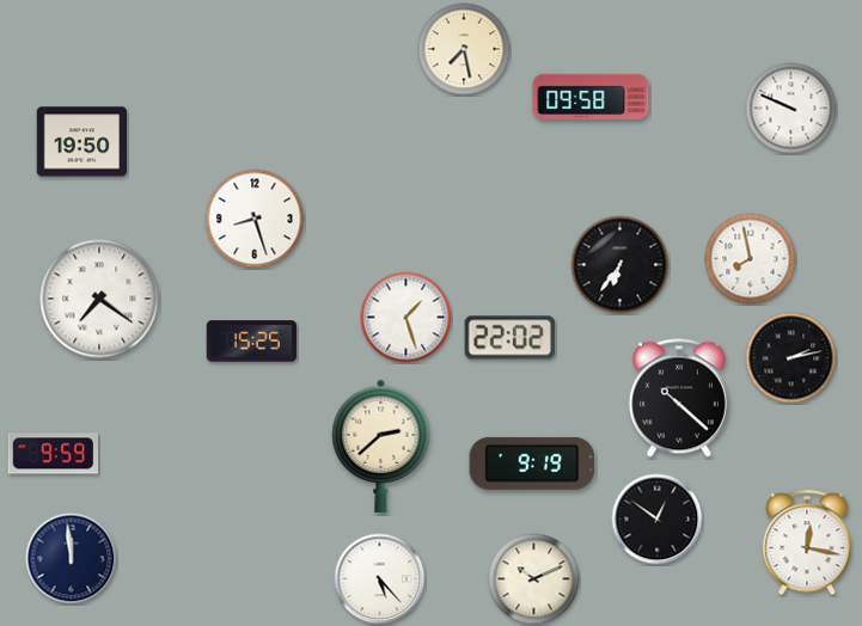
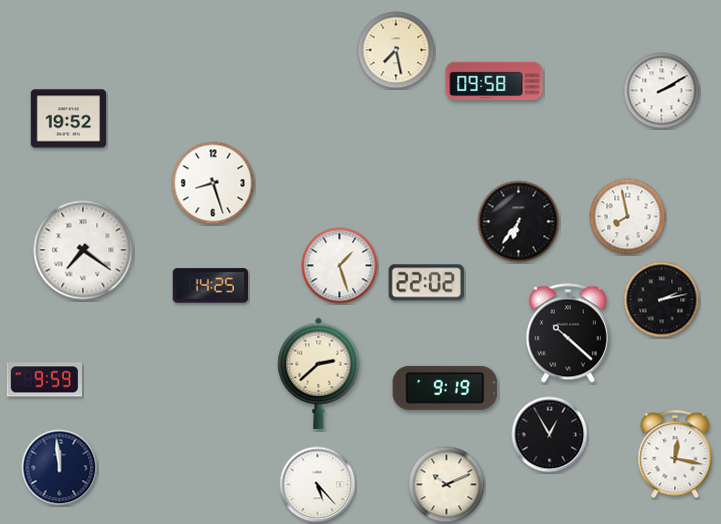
clock at (464, 49) position: (464, 49) -> (396, 50)
clock at (791, 109): 9:49 -> 2:10
clock at (82, 142): 19:50 -> 19:52
clock at (252, 342): 15:25 -> 14:25
clock at (658, 520): 12:51 -> 12:55
